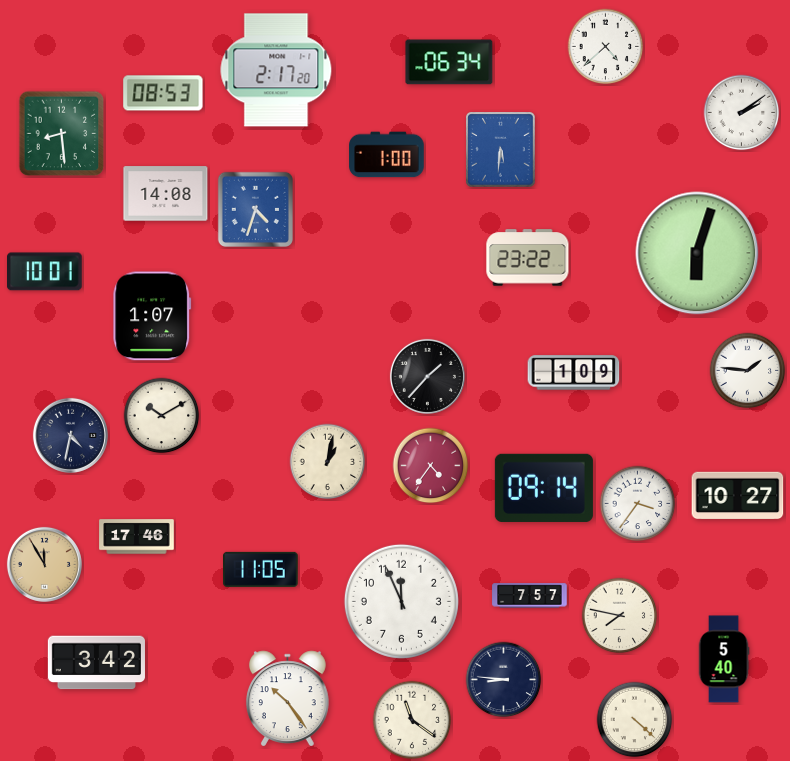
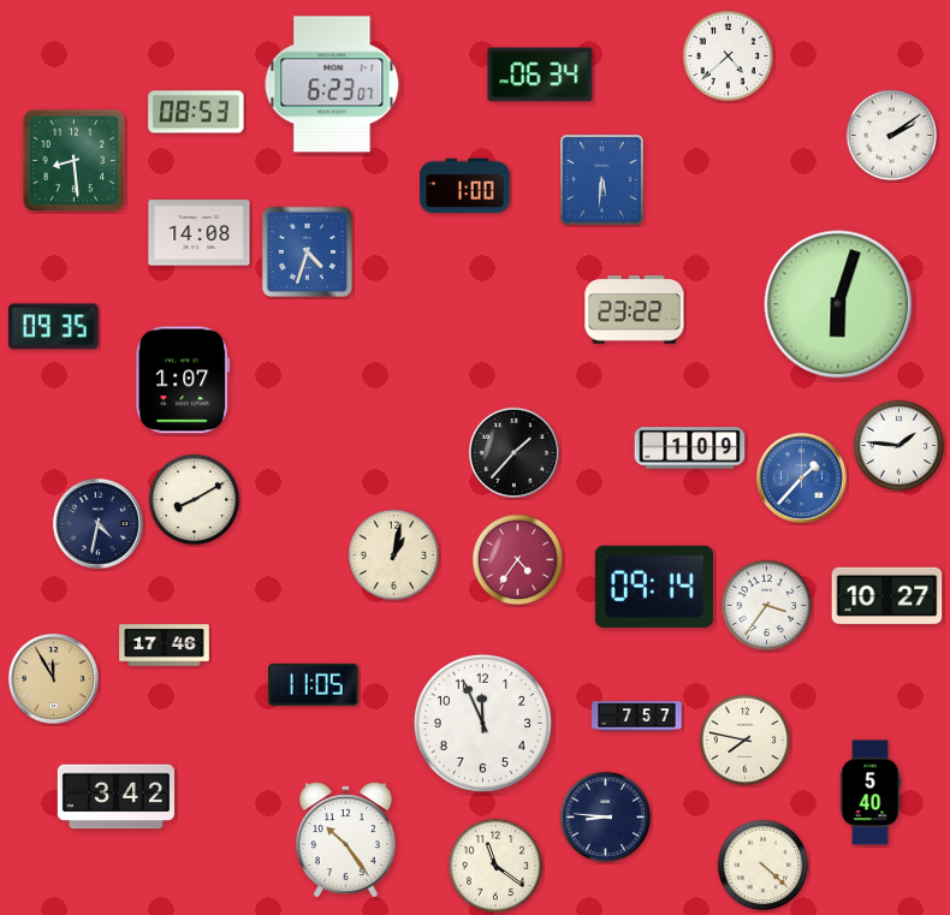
clock at (276, 70): 2:17 -> 6:23
clock at (45, 272): 10:01 -> 09:35
clock at (801, 477): none -> 1:37
clock at (162, 416): 10:10 -> 8:10
clock at (70, 435) position: (70, 435) -> (97, 523)
